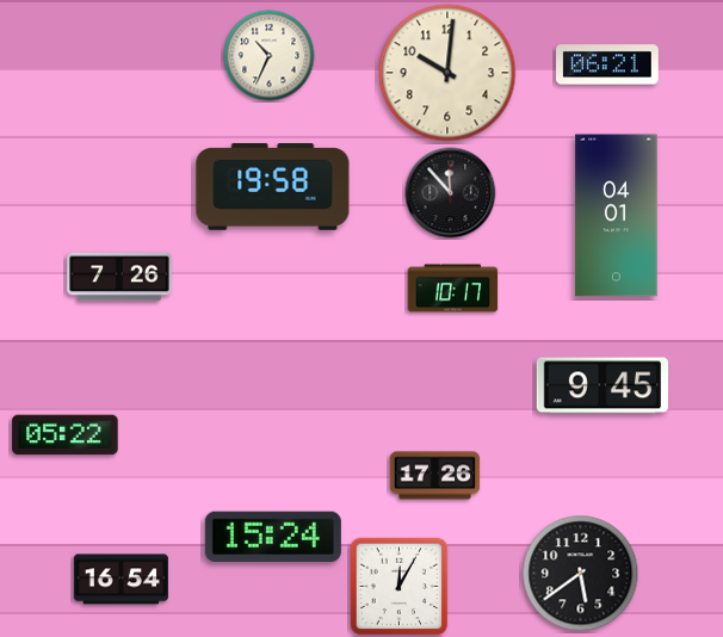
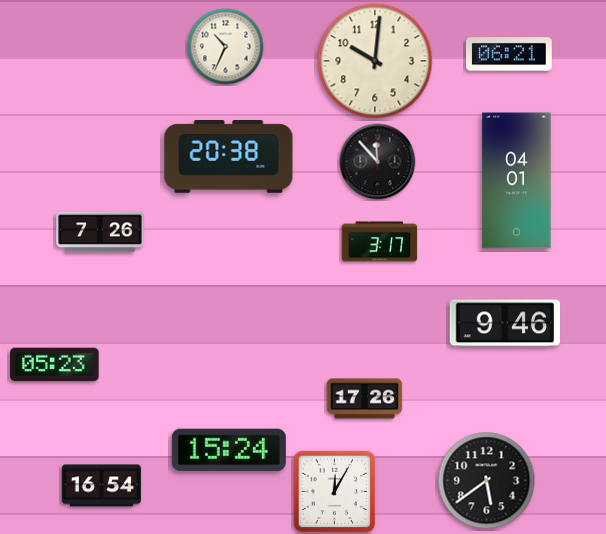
clock at (273, 187): 19:58 -> 20:38
clock at (453, 289): 10:17 -> 3:17
clock at (602, 385): 9:45 -> 9:46
clock at (66, 435): 05:22 -> 05:23
